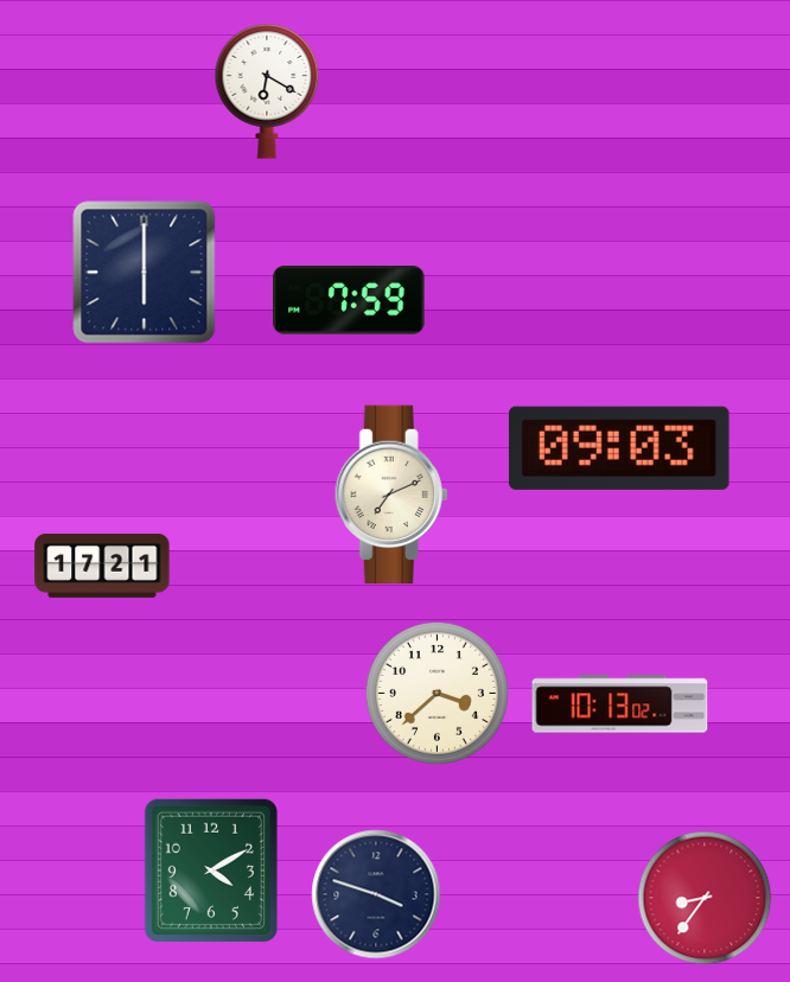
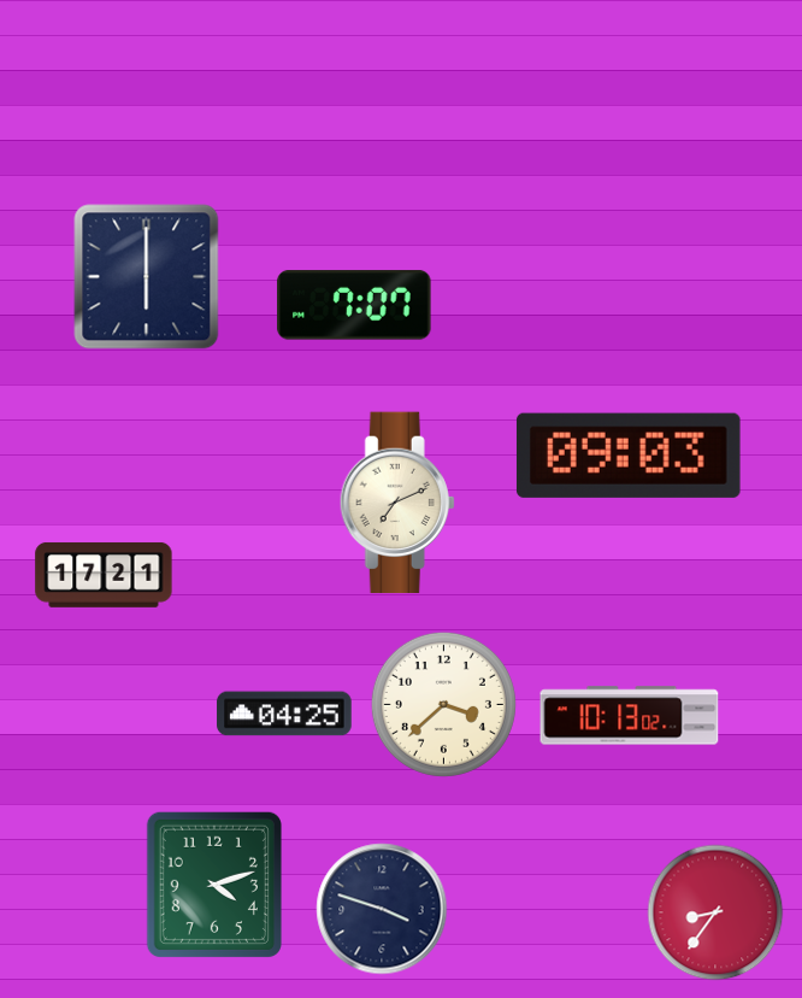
clock at (267, 91): 6:20 -> none
clock at (349, 300): 7:59 -> 7:07
clock at (284, 714): none -> 04:25
clock at (211, 871): 4:10 -> 4:12
